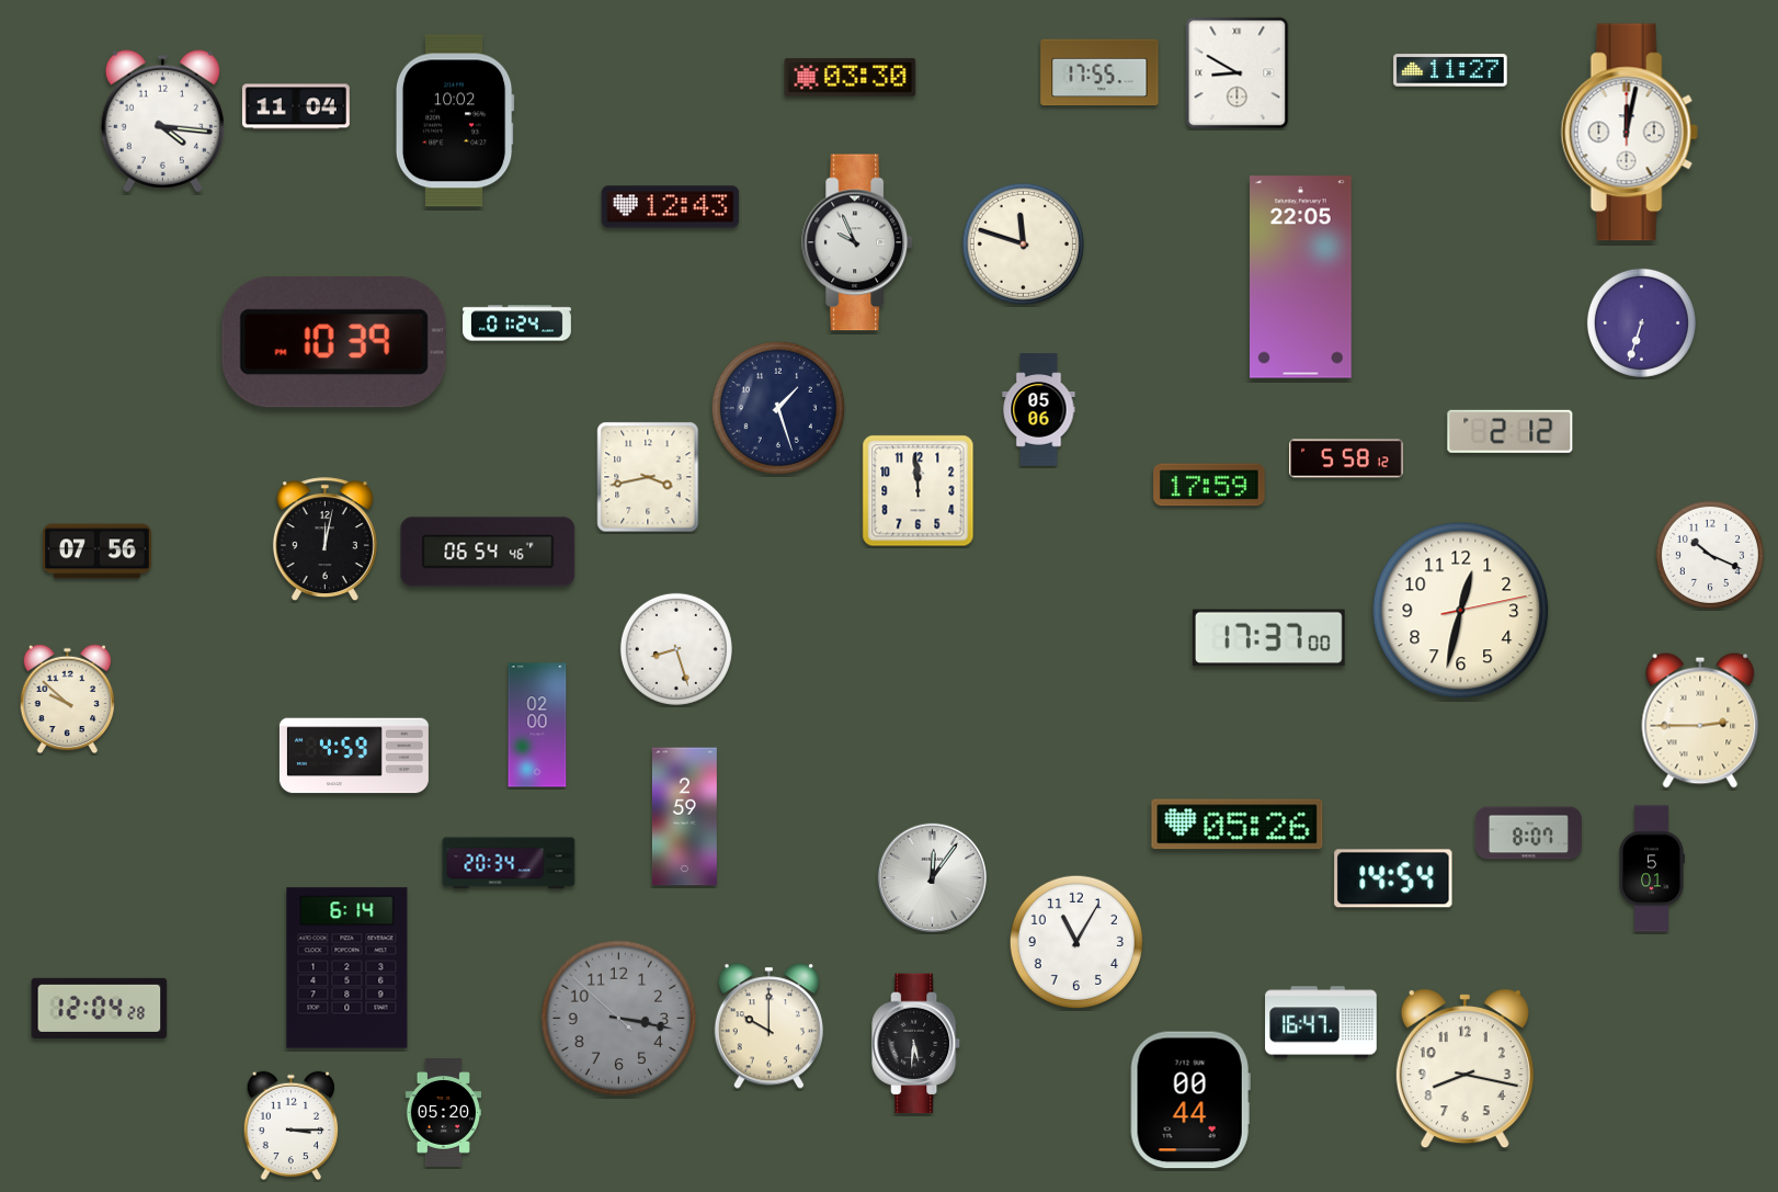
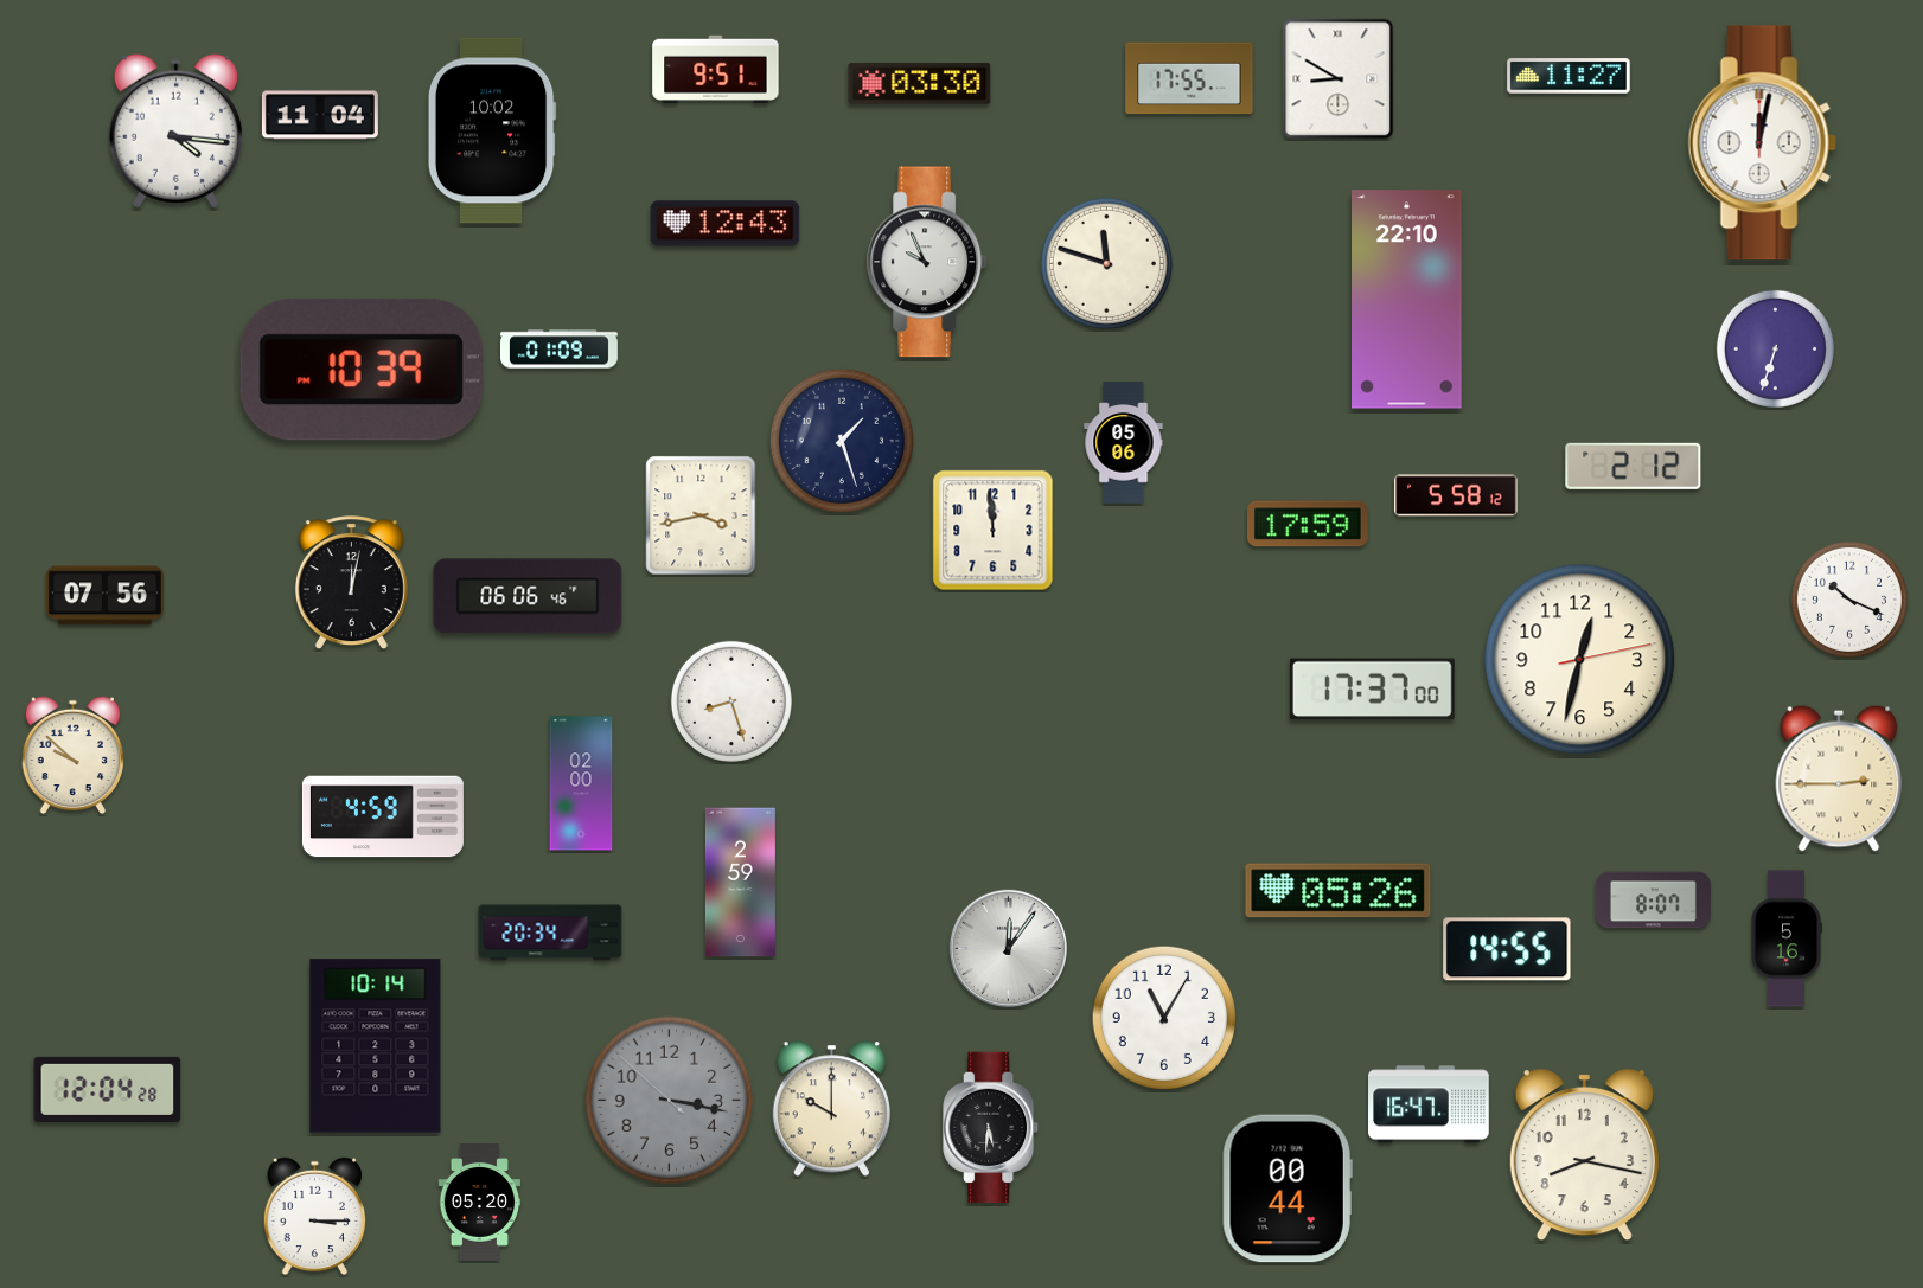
clock at (716, 69): none -> 9:51
clock at (1301, 277): 22:05 -> 22:10
clock at (517, 323): 01:24 -> 01:09
clock at (488, 552): 06:54 -> 06:06
clock at (1652, 869): 5:01 -> 5:16
clock at (1393, 878): 14:54 -> 14:55
clock at (347, 968): 6:14 -> 10:14
